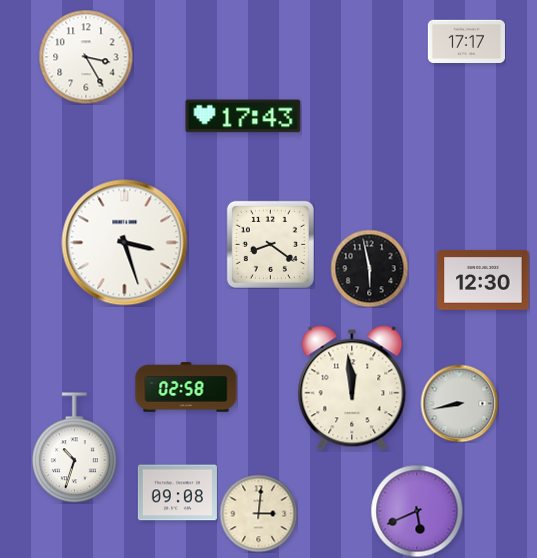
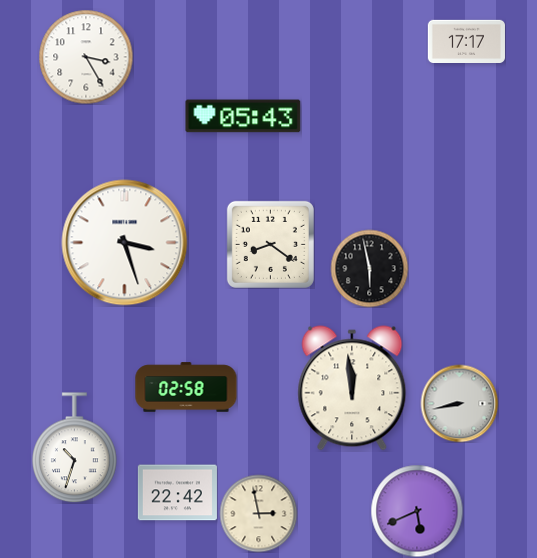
clock at (243, 116): 17:43 -> 05:43
clock at (483, 280): 12:30 -> none
clock at (177, 493): 09:08 -> 22:42
clock at (258, 513): 3:01 -> 2:58
